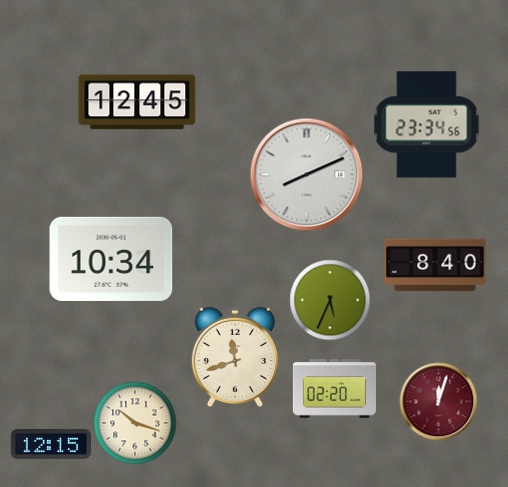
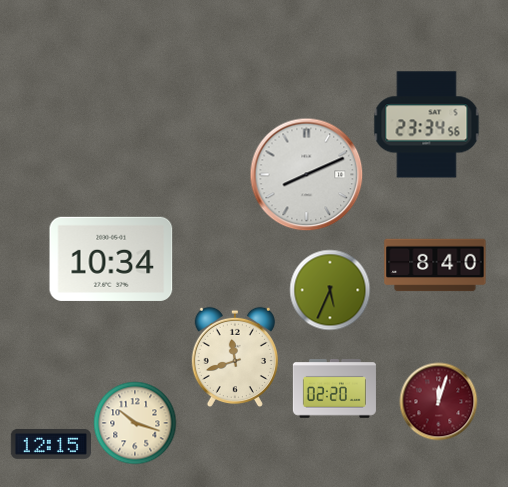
clock at (137, 102): 12:45 -> none
clock at (330, 300) position: (330, 300) -> (330, 290)
